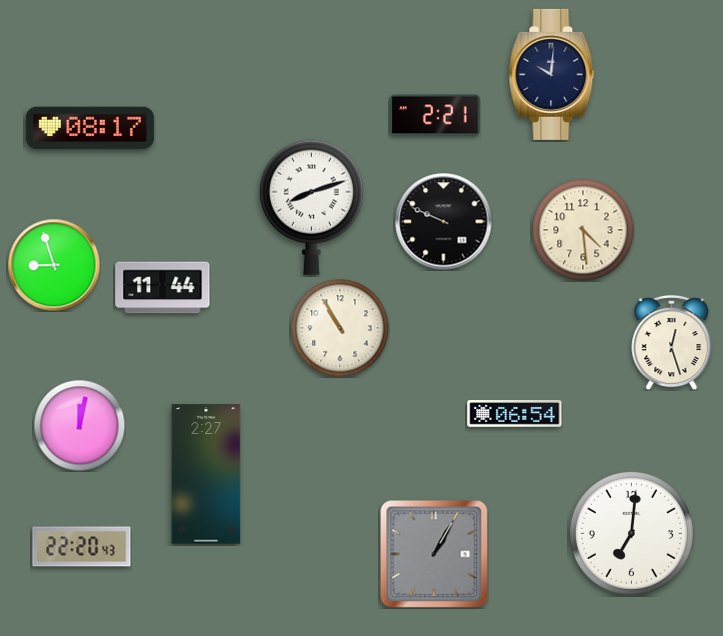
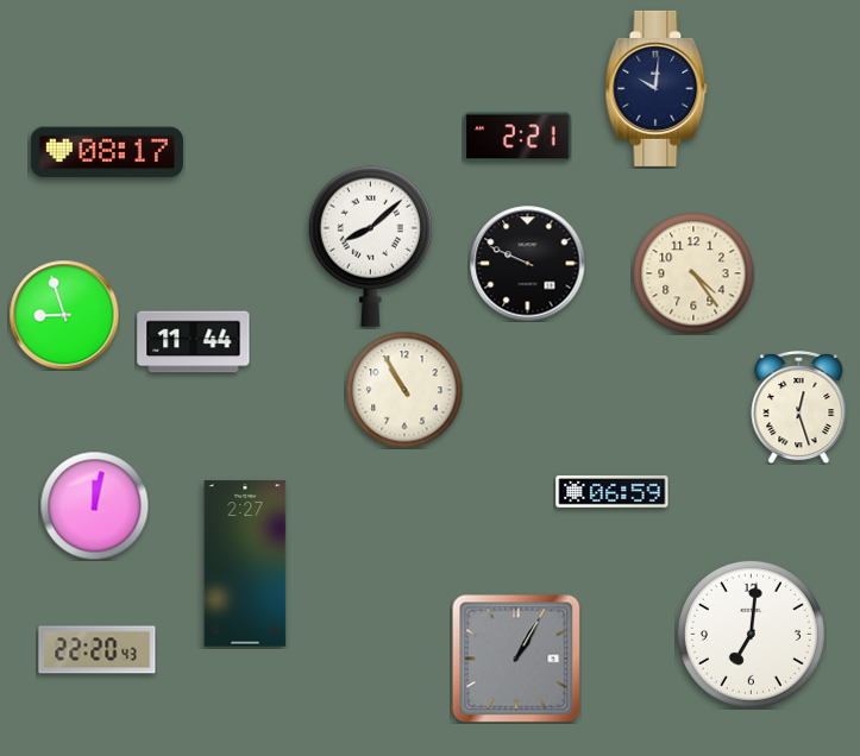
clock at (311, 207): 8:12 -> 8:08
clock at (583, 230): 4:29 -> 4:24
clock at (515, 414): 06:54 -> 06:59
